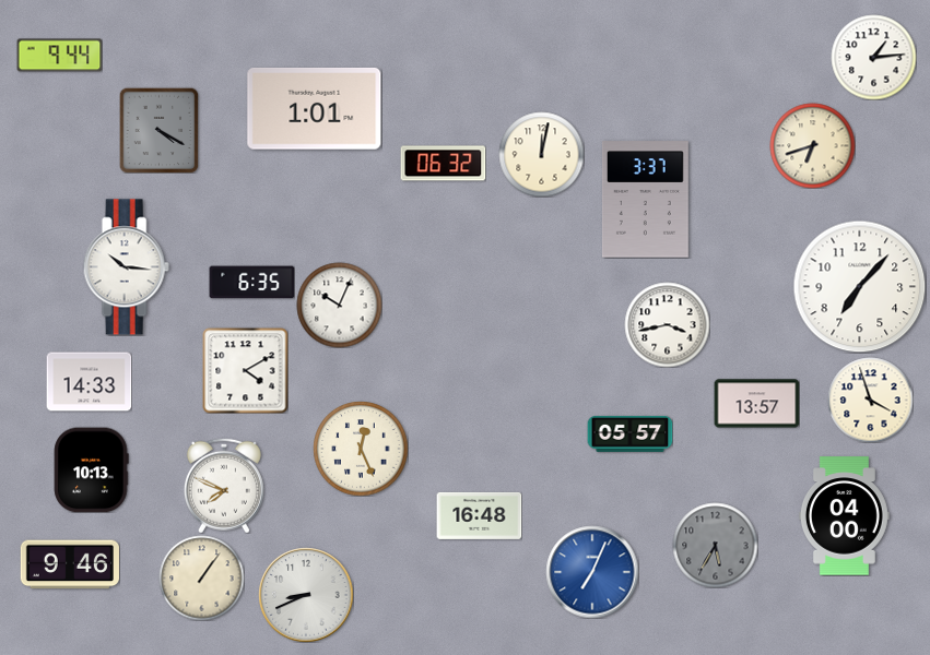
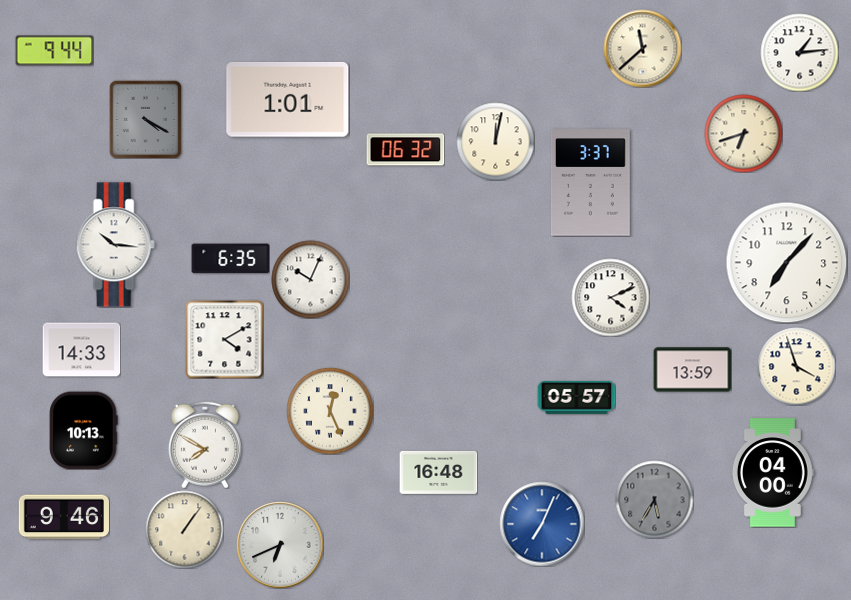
clock at (642, 48): none -> 11:38
clock at (667, 324): 3:43 -> 4:11
clock at (756, 404): 13:57 -> 13:59
clock at (224, 486): 7:49 -> 7:50
clock at (306, 595): 8:41 -> 6:41
